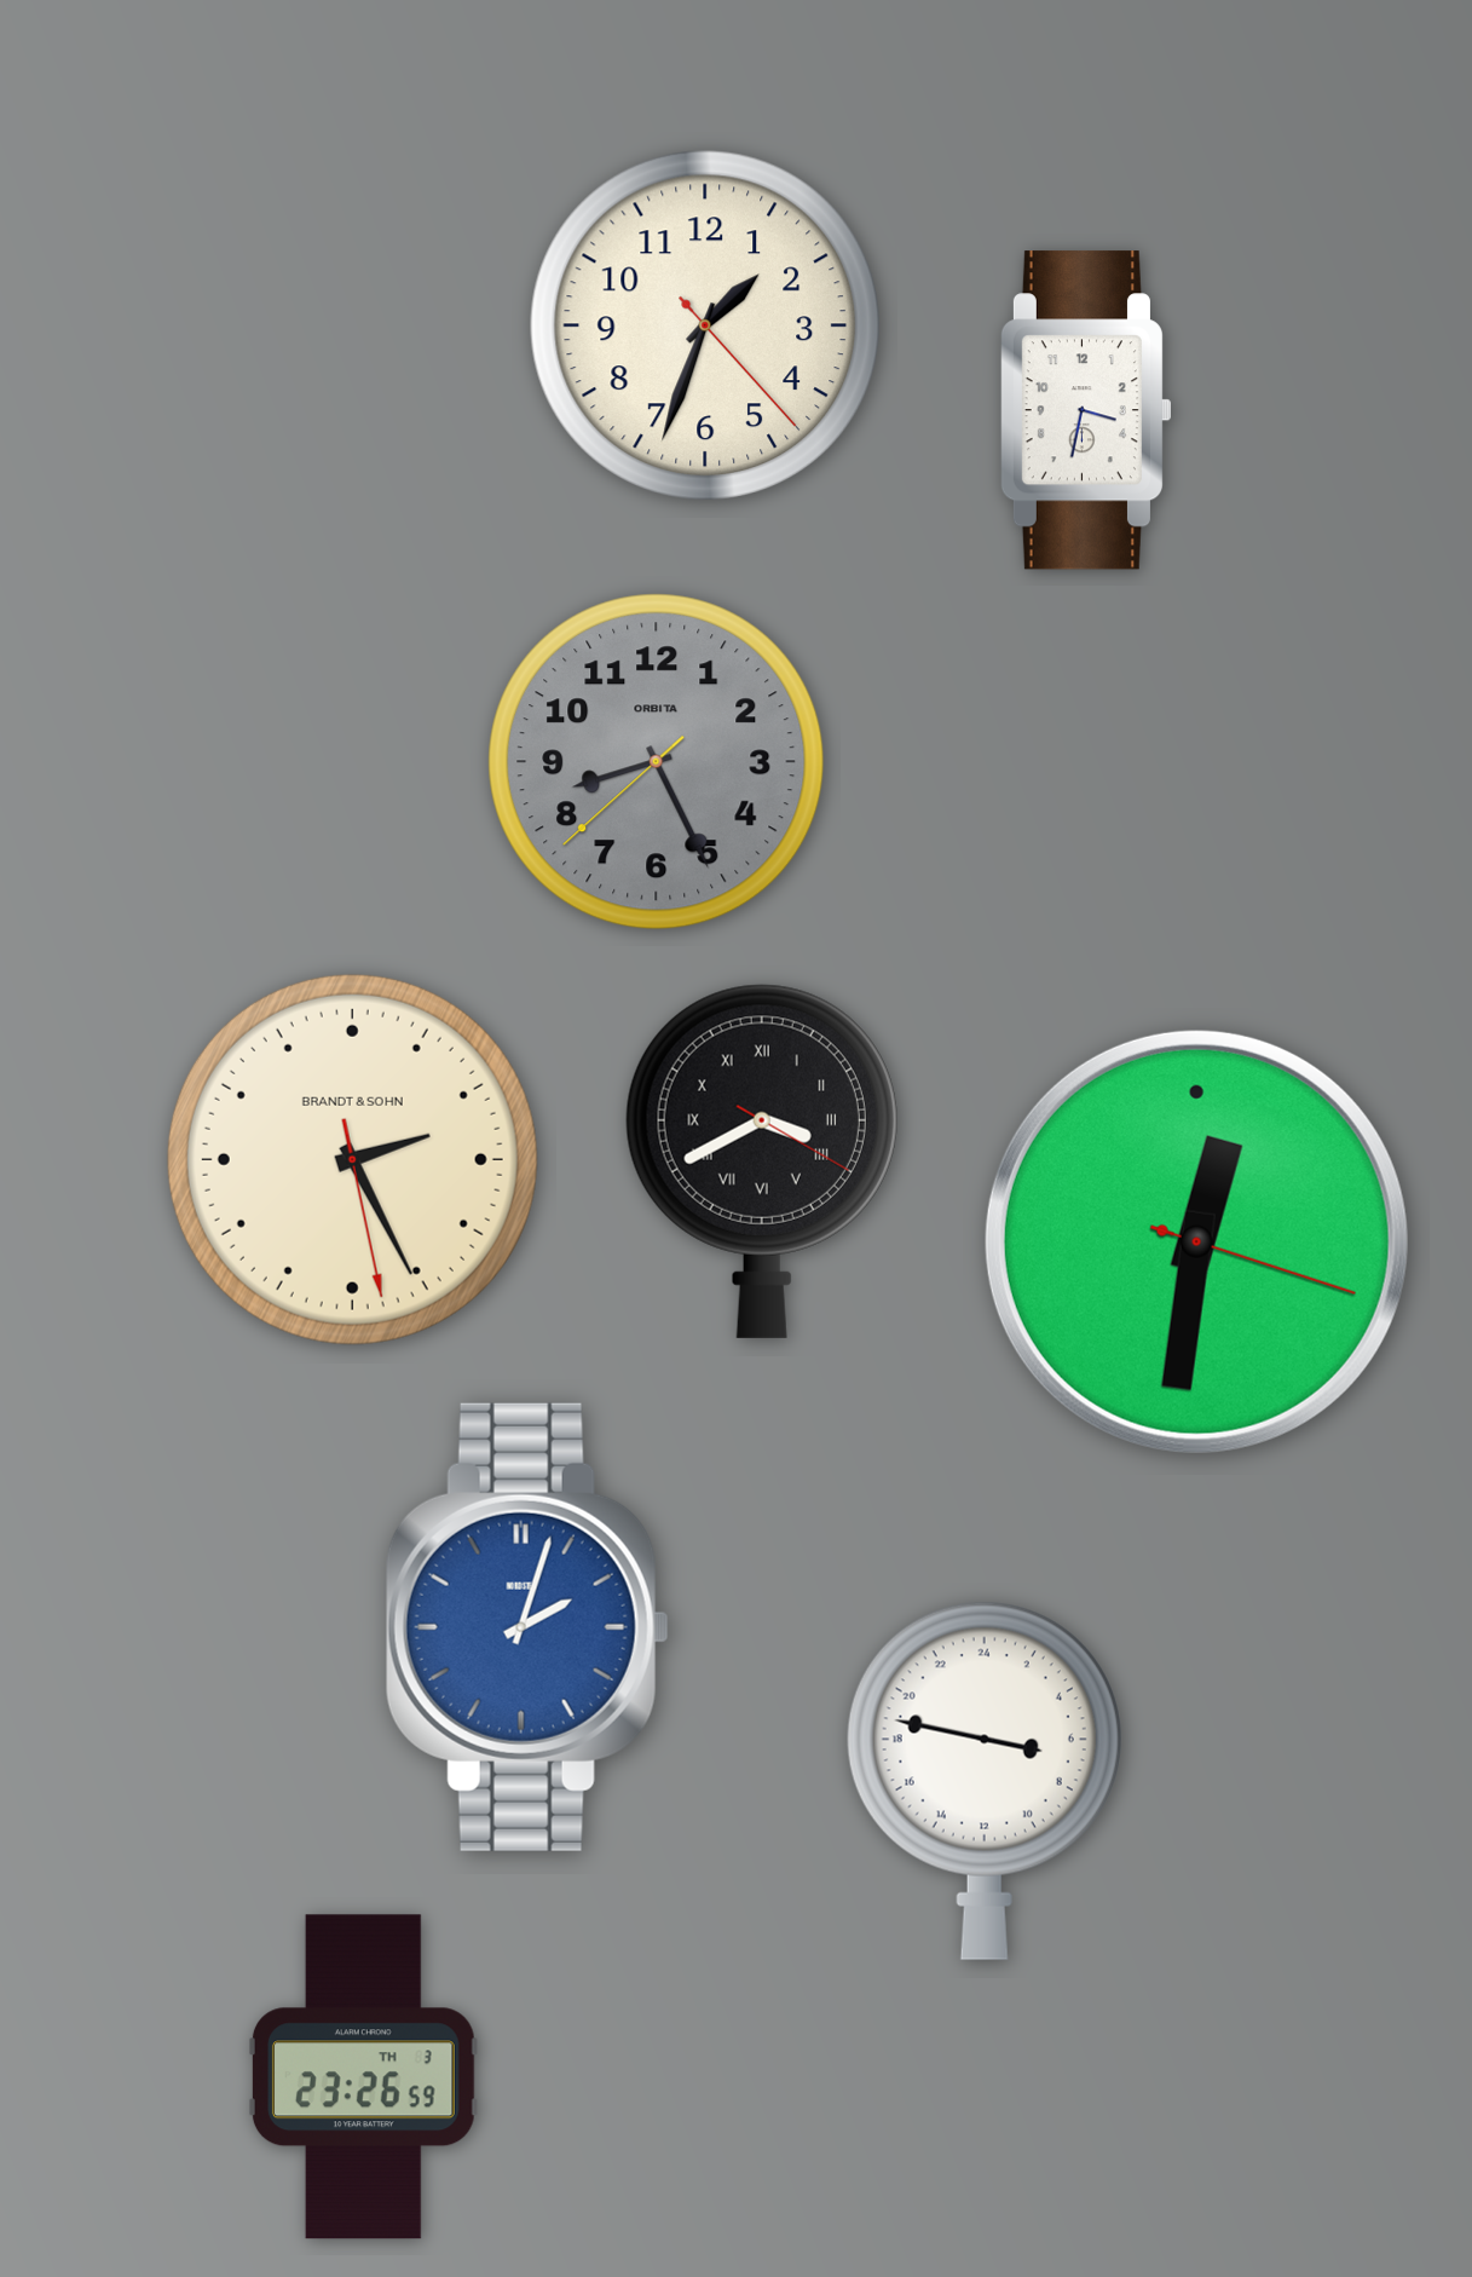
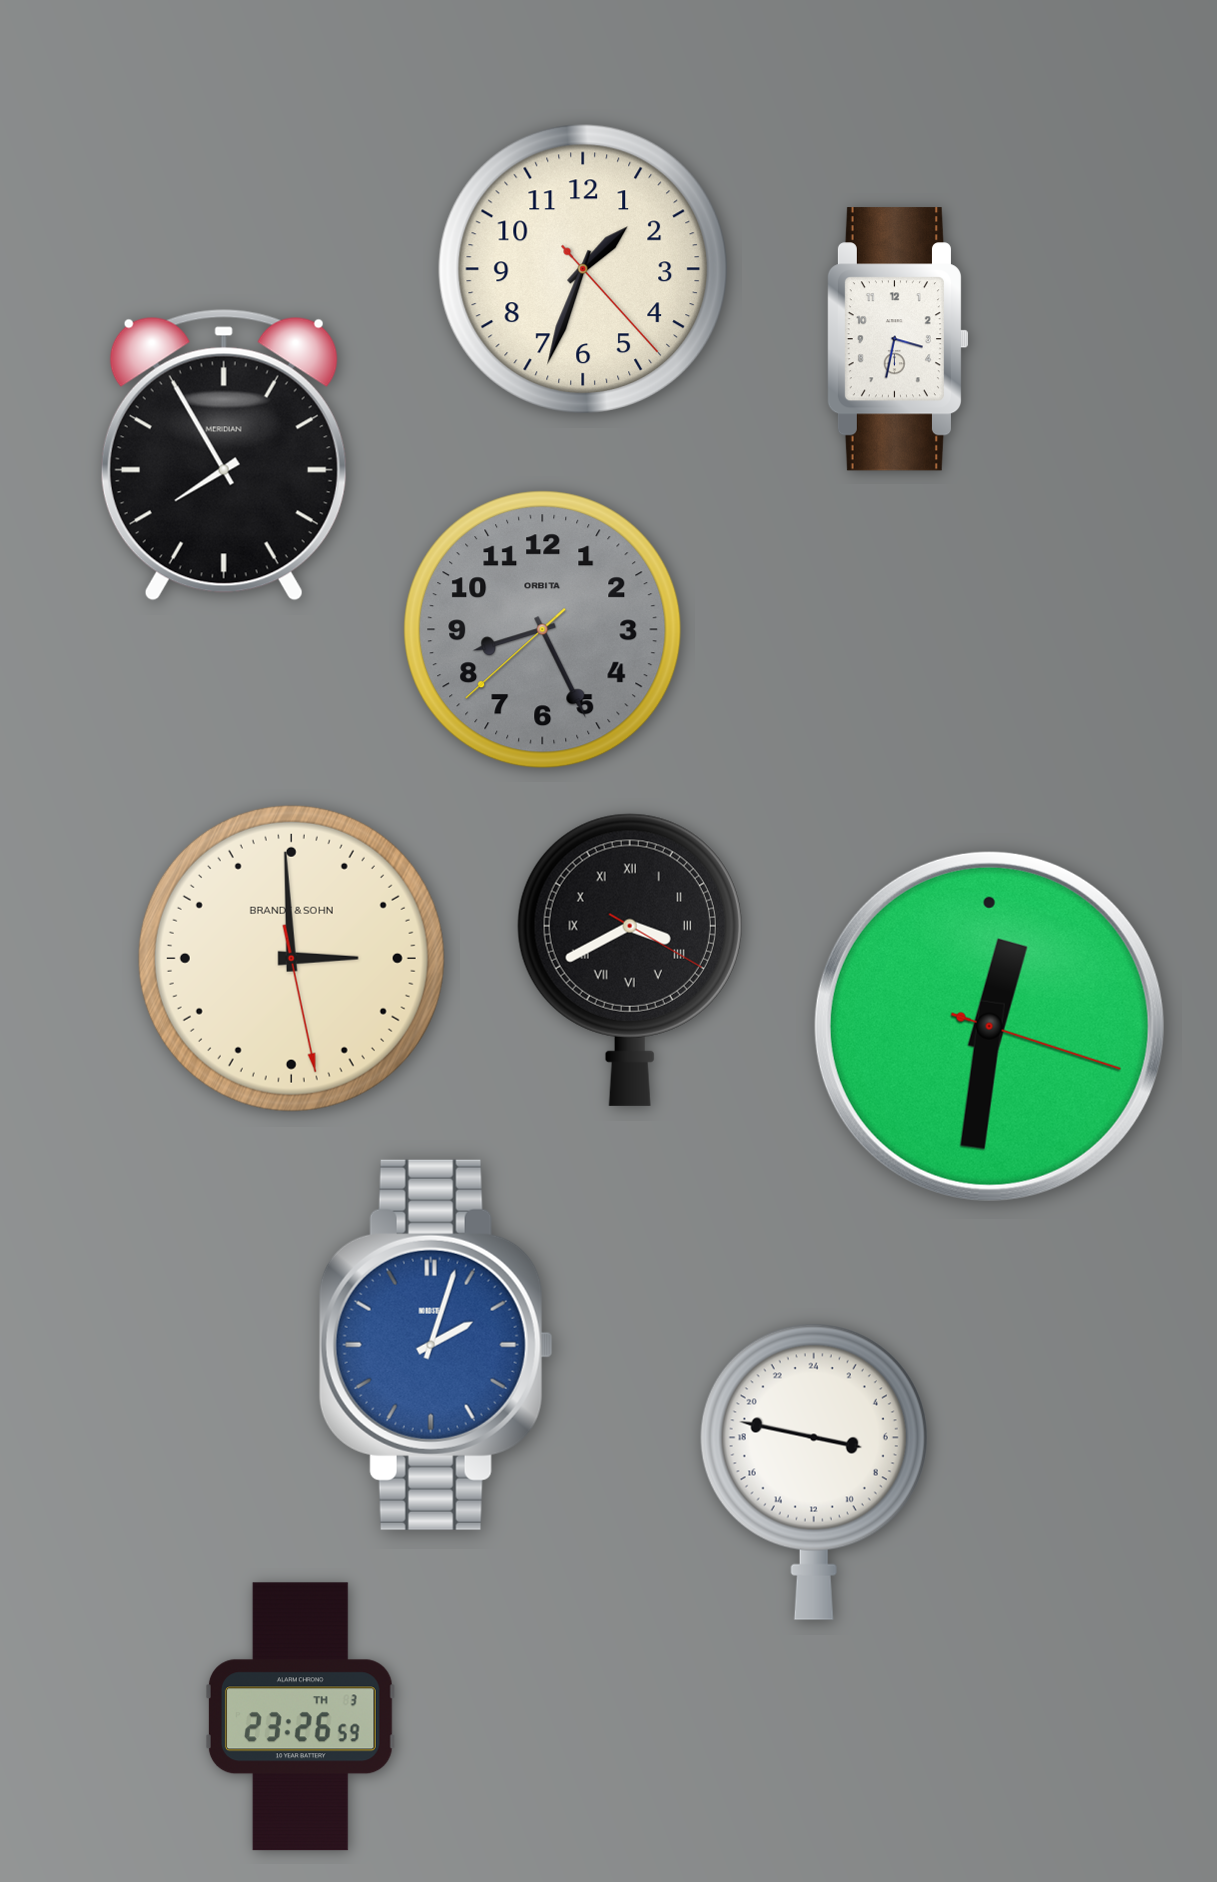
clock at (224, 455): none -> 7:55
clock at (352, 1159): 2:25 -> 2:59
